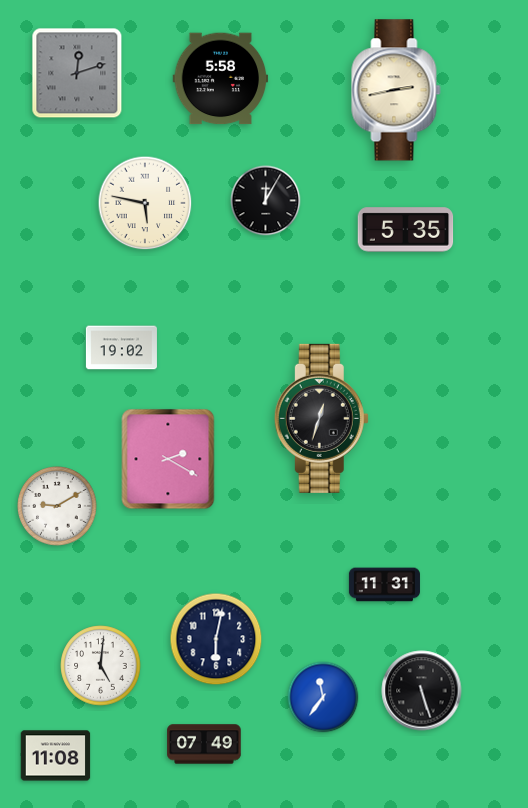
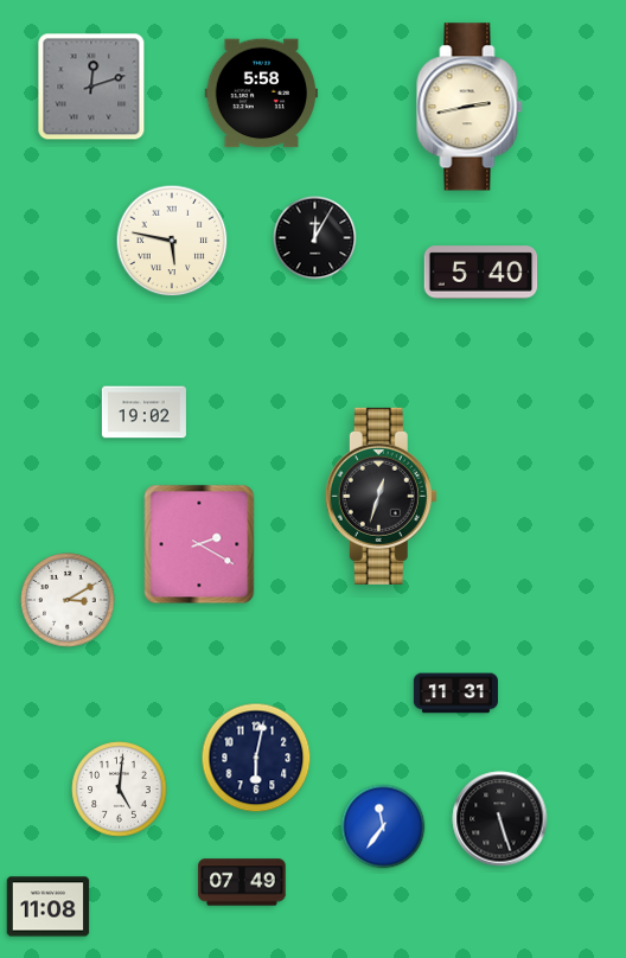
clock at (406, 230): 5:35 -> 5:40
clock at (57, 506): 9:10 -> 3:10
clock at (56, 756) position: (56, 756) -> (49, 907)
